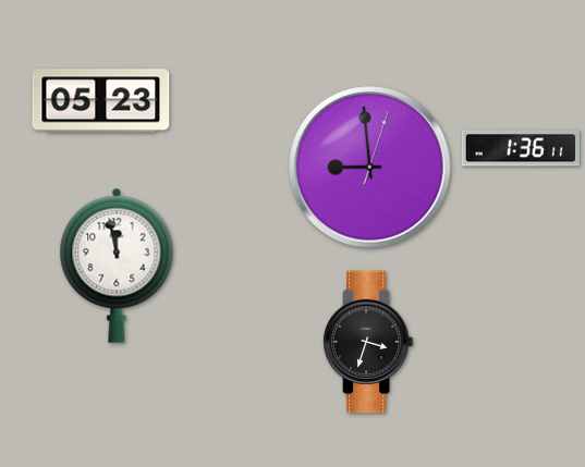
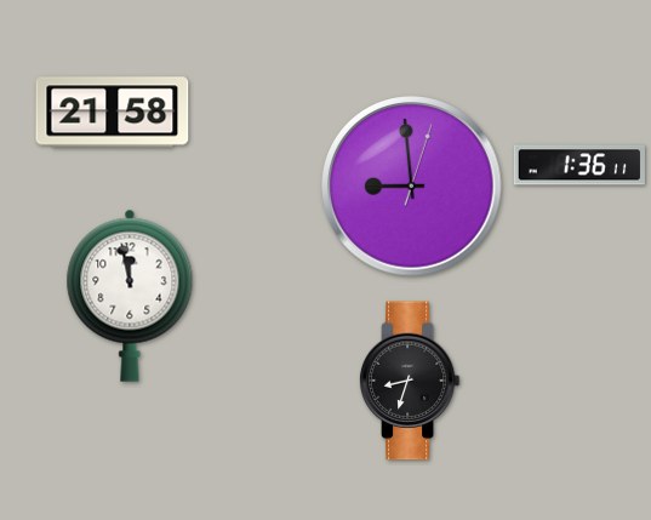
clock at (101, 101): 05:23 -> 21:58
clock at (368, 342): 3:33 -> 8:33
